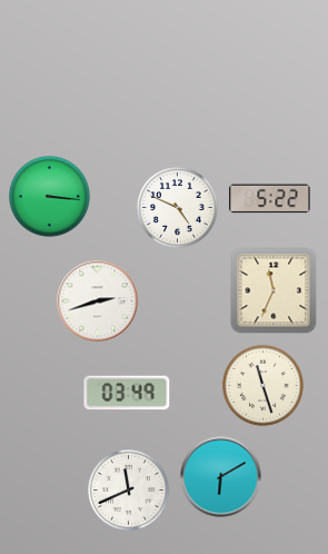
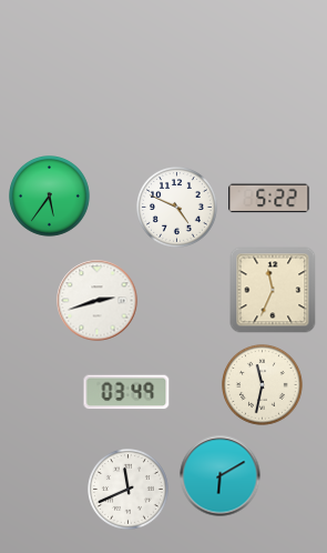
clock at (50, 197): 3:16 -> 5:36
clock at (264, 386): 11:27 -> 11:32
